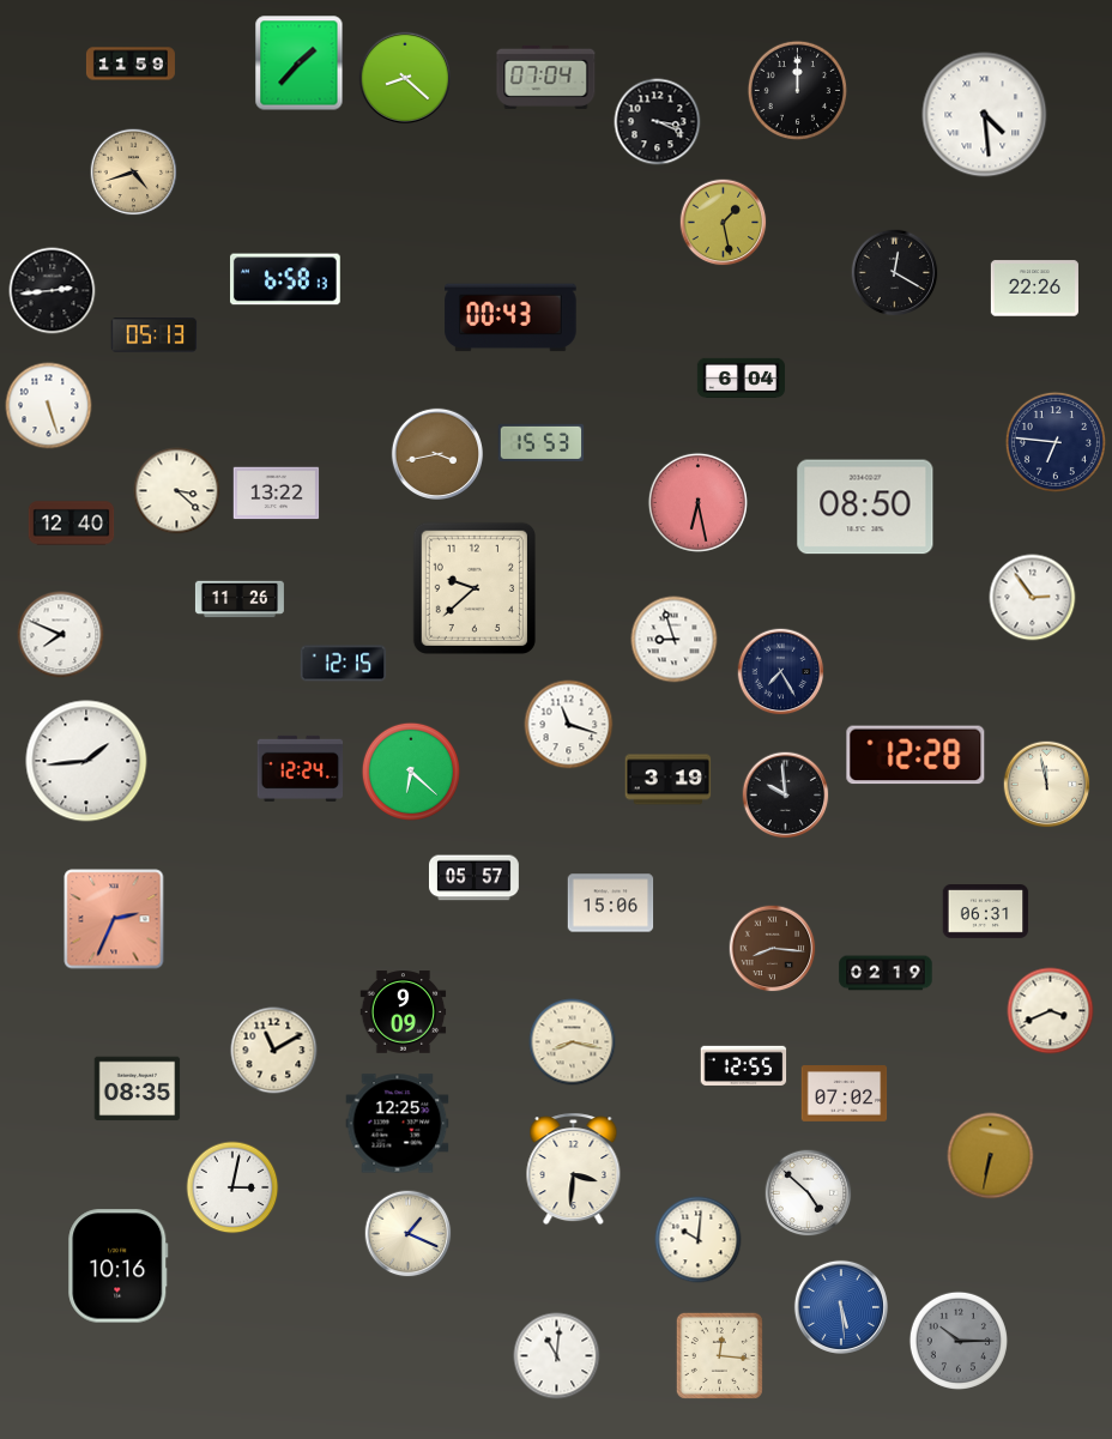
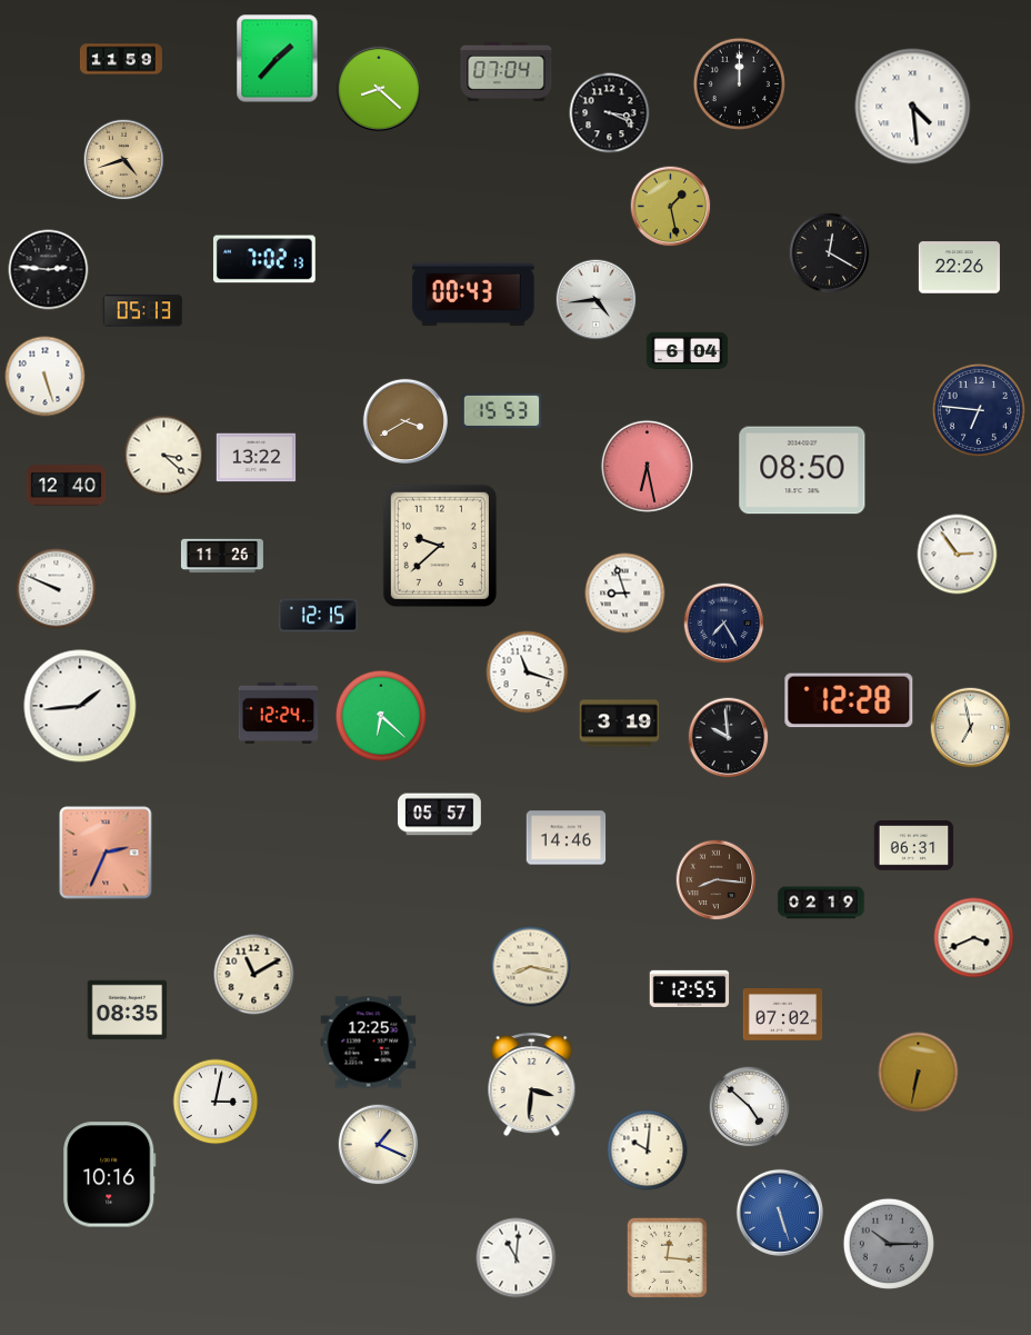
clock at (404, 77) position: (404, 77) -> (378, 88)
clock at (285, 279): 6:58 -> 7:02
clock at (53, 291): 2:44 -> 2:46
clock at (597, 300): none -> 4:44
clock at (436, 453): 3:43 -> 3:40
clock at (61, 635): 7:49 -> 9:49
clock at (1047, 785): 11:58 -> 6:58
clock at (611, 903): 15:06 -> 14:46
clock at (404, 1012): 9:09 -> none
clock at (841, 1307): 5:29 -> 5:27
